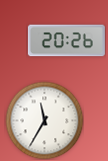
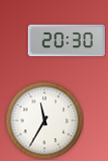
clock at (66, 41): 20:26 -> 20:30
